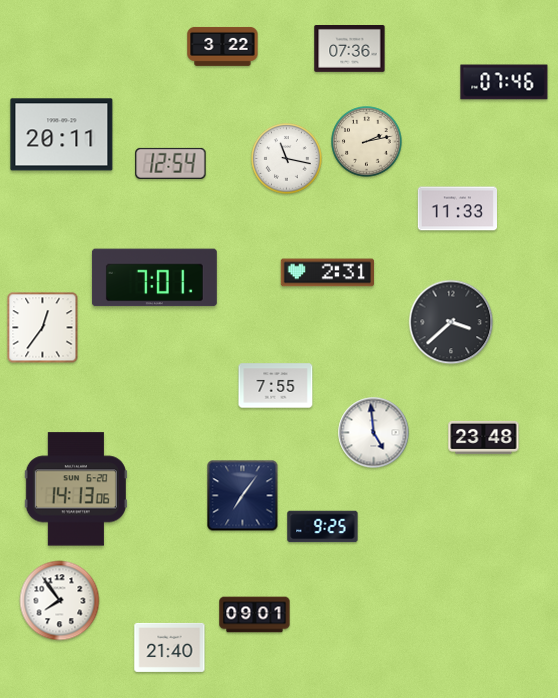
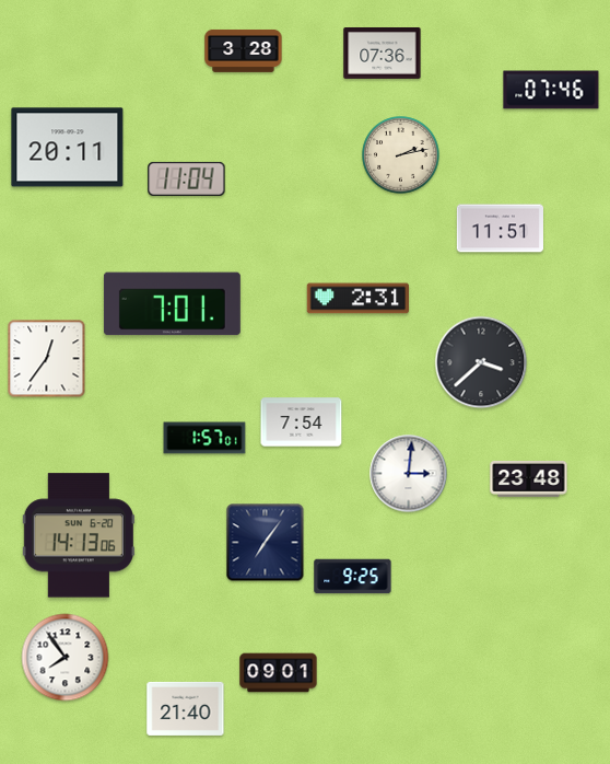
clock at (223, 46): 3:22 -> 3:28
clock at (287, 159): 11:17 -> none
clock at (171, 163): 12:54 -> 11:04
clock at (457, 209): 11:33 -> 11:51
clock at (154, 278) position: (154, 278) -> (172, 304)
clock at (451, 322) position: (451, 322) -> (481, 362)
clock at (276, 386): 7:55 -> 7:54
clock at (204, 438): none -> 1:57
clock at (374, 433): 4:59 -> 3:01
clock at (76, 489) position: (76, 489) -> (79, 535)
